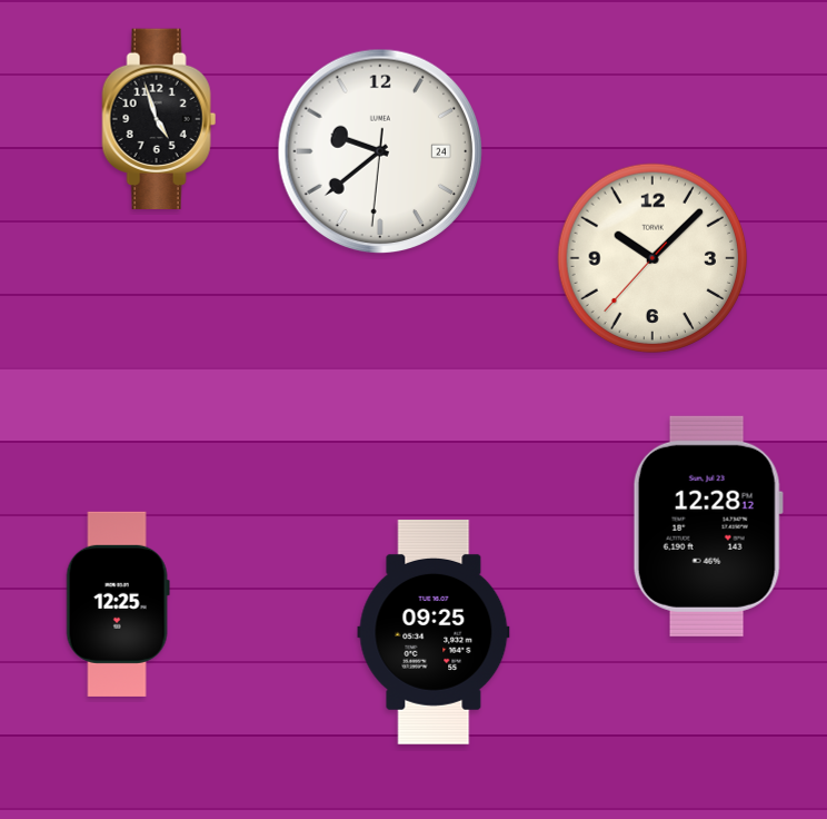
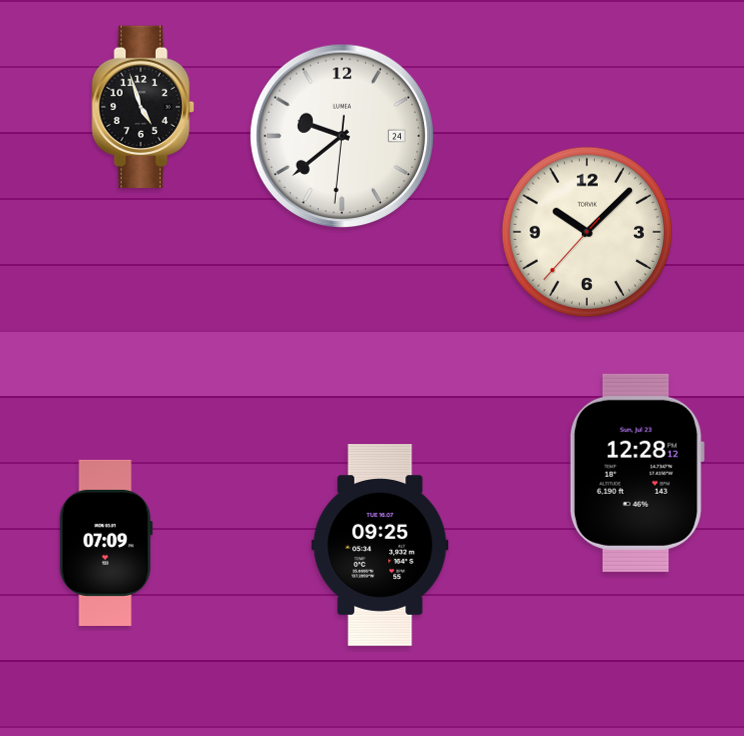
clock at (118, 604): 12:25 -> 07:09
clock at (434, 632) position: (434, 632) -> (380, 545)
